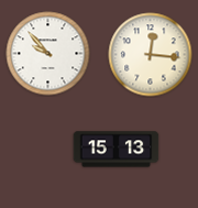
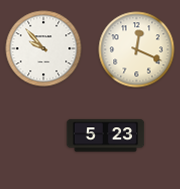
clock at (151, 55): 12:16 -> 12:19
clock at (117, 150): 15:13 -> 5:23
